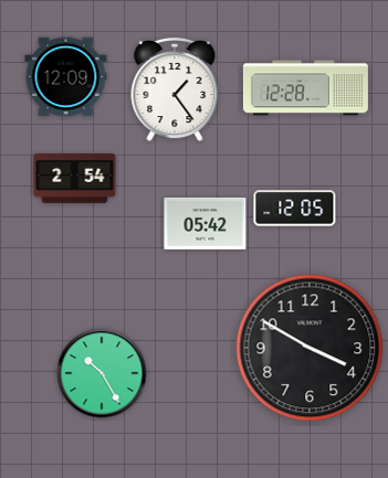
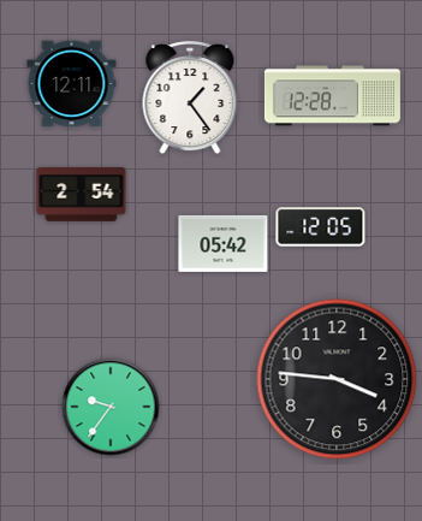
clock at (66, 77): 12:09 -> 12:11
clock at (310, 348): 3:50 -> 3:46
clock at (102, 373): 10:25 -> 9:36
